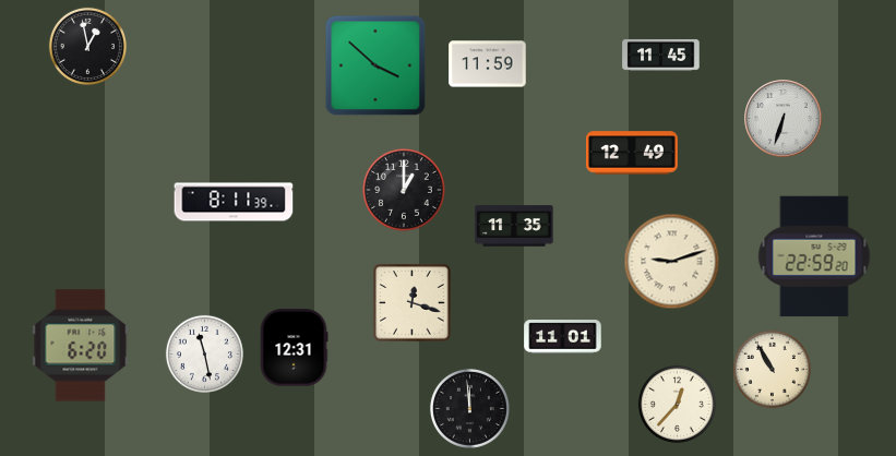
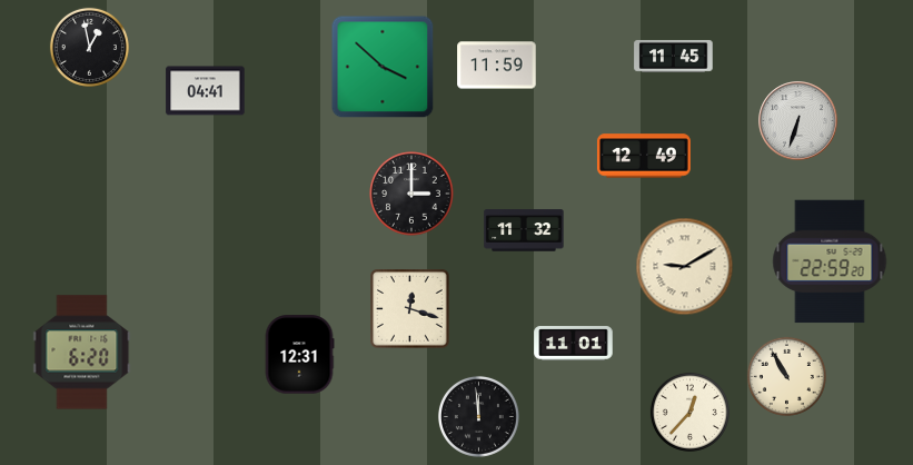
clock at (206, 91): none -> 04:41
clock at (404, 190): 1:00 -> 3:00
clock at (234, 202): 8:11 -> none
clock at (514, 226): 11:35 -> 11:32
clock at (672, 262): 9:12 -> 9:10
clock at (413, 303) position: (413, 303) -> (410, 309)
clock at (204, 353): 11:28 -> none
